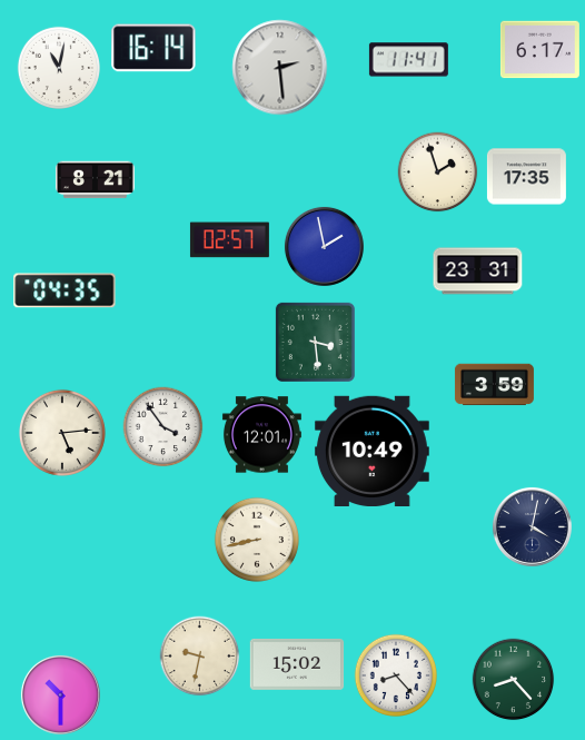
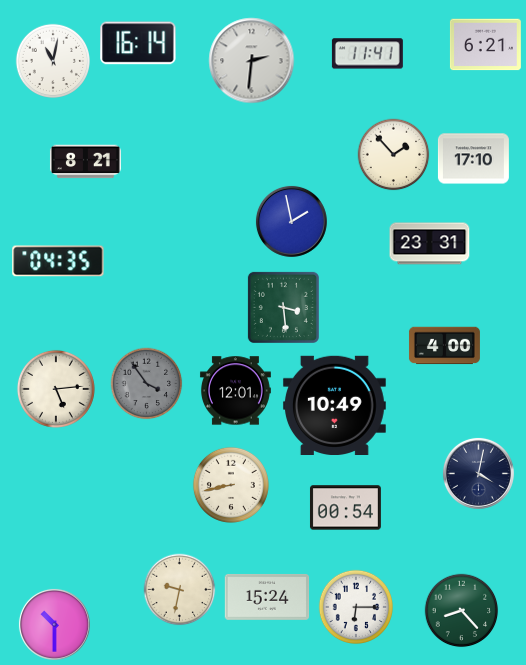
clock at (539, 50): 6:17 -> 6:21
clock at (280, 68): 2:29 -> 2:31
clock at (438, 172): 1:57 -> 1:53
clock at (526, 177): 17:35 -> 17:10
clock at (229, 240): 02:57 -> none
clock at (494, 385): 3:59 -> 4:00
clock at (163, 427) dial: white -> grey
clock at (345, 508): none -> 00:54
clock at (297, 664): 15:02 -> 15:24
clock at (395, 674): 8:23 -> 6:15
